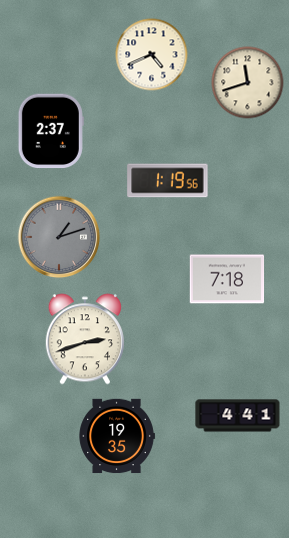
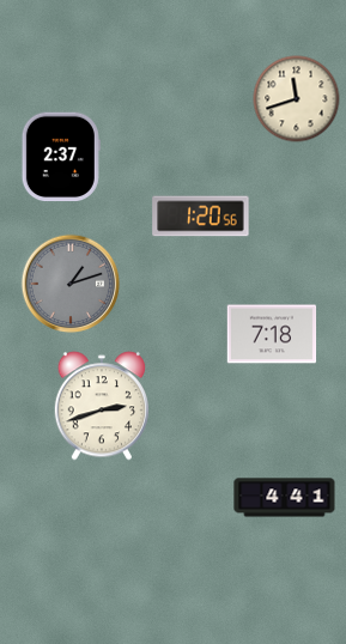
clock at (152, 55): 4:41 -> none
clock at (168, 181): 1:19 -> 1:20
clock at (117, 436): 19:35 -> none
